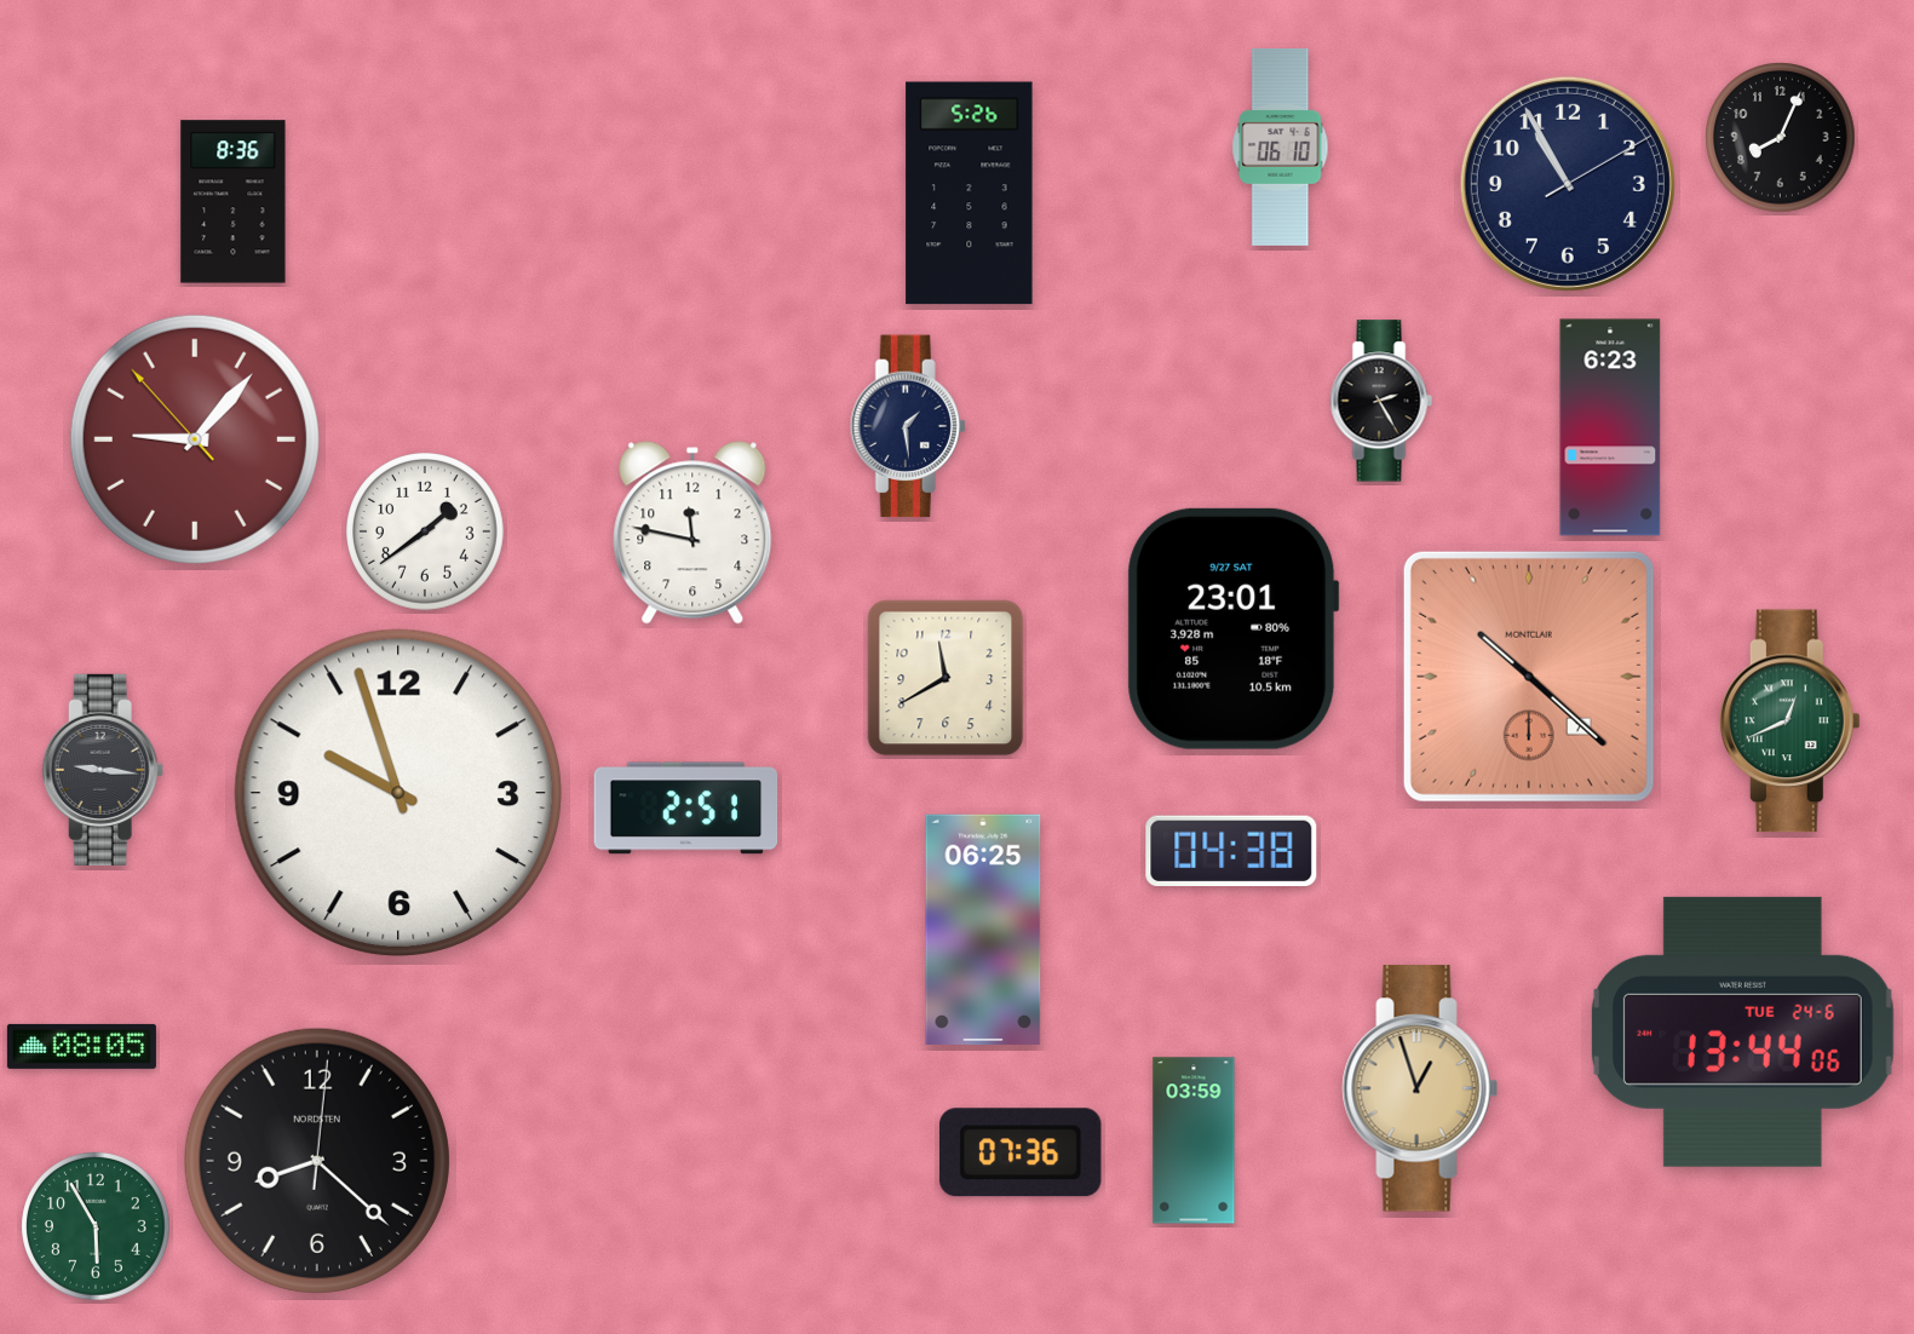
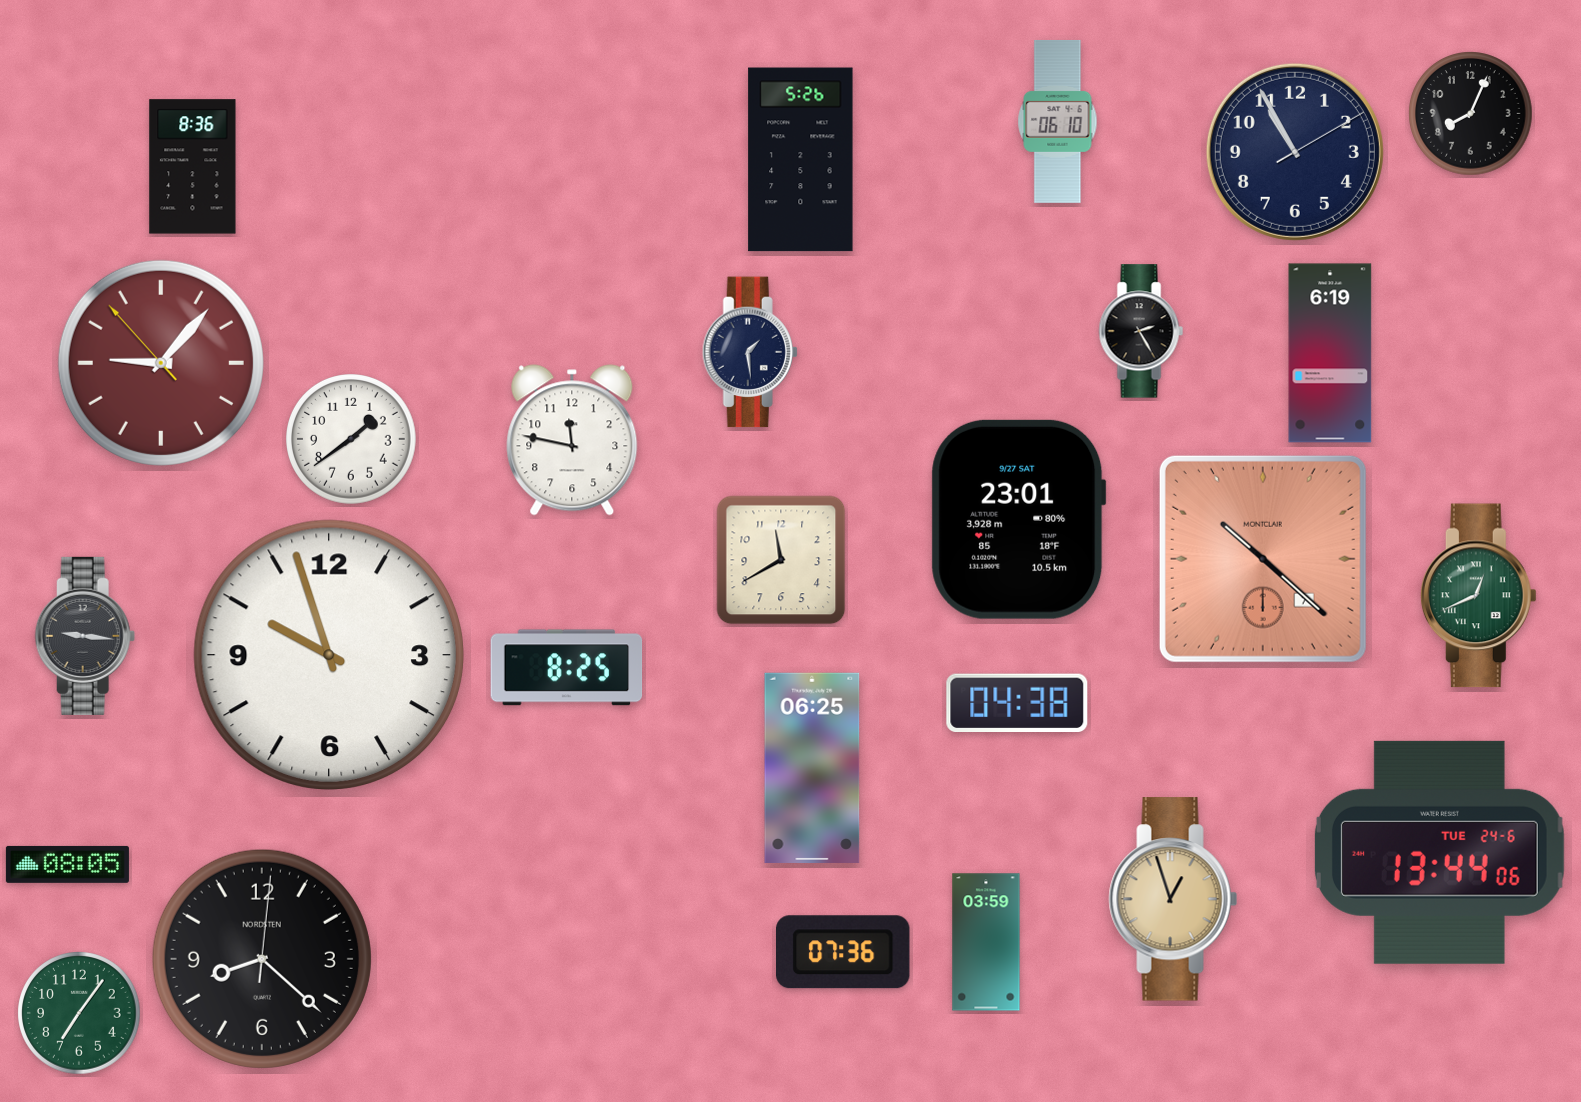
clock at (1610, 427): 6:23 -> 6:19
clock at (686, 809): 2:51 -> 8:25
clock at (96, 1226): 5:55 -> 7:06
